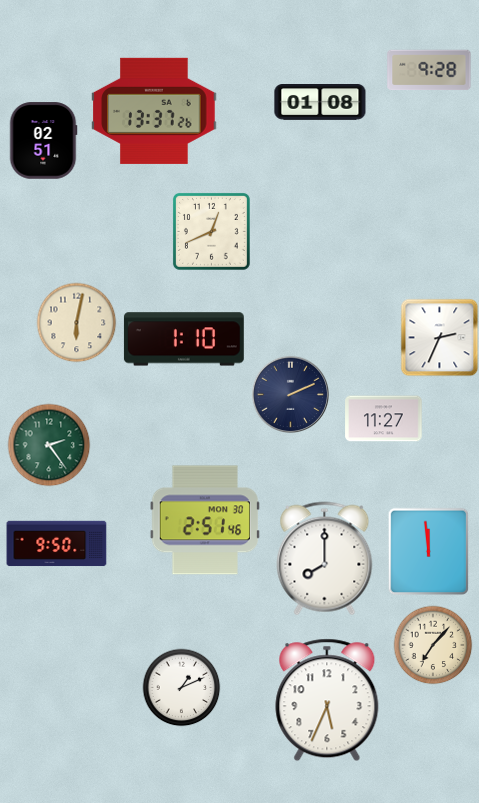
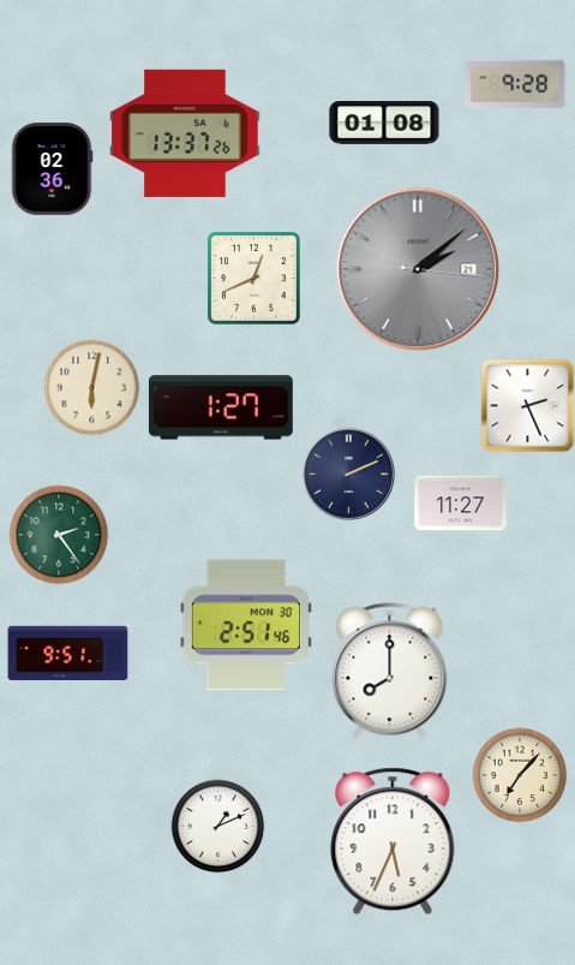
clock at (43, 141): 02:51 -> 02:36
clock at (418, 269): none -> 2:08
clock at (439, 337): 2:34 -> 2:26
clock at (184, 339): 1:10 -> 1:27
clock at (57, 544): 9:50 -> 9:51
clock at (429, 551): 11:59 -> none
